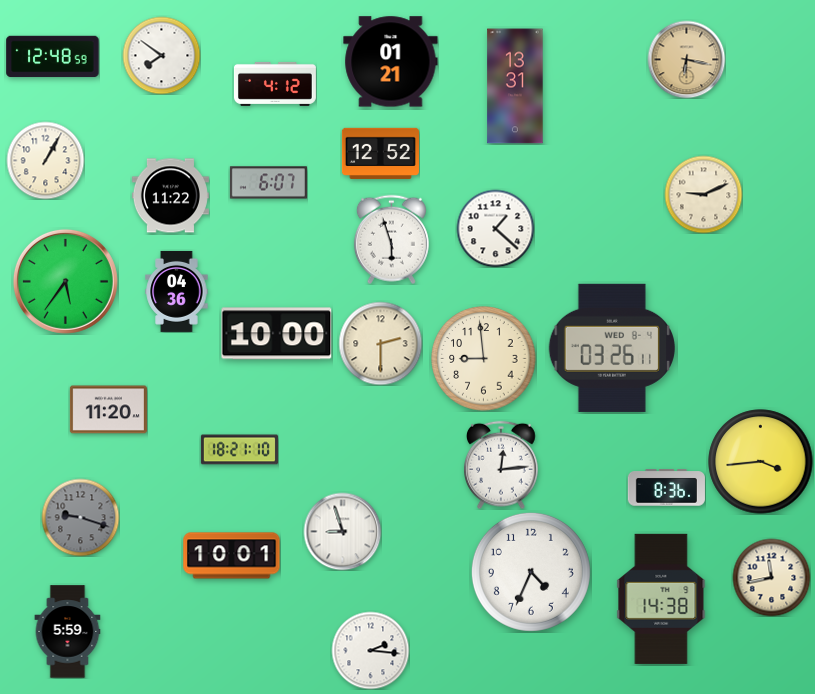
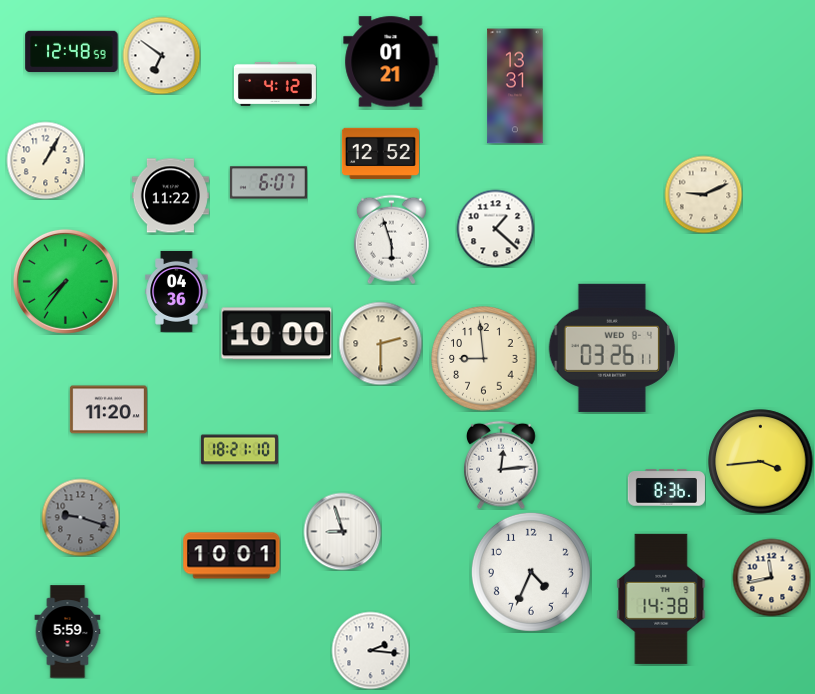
clock at (161, 55): 7:51 -> 6:51
clock at (53, 57) position: (53, 57) -> (72, 52)
clock at (686, 59): 6:17 -> none
clock at (65, 281): 5:36 -> 7:36
